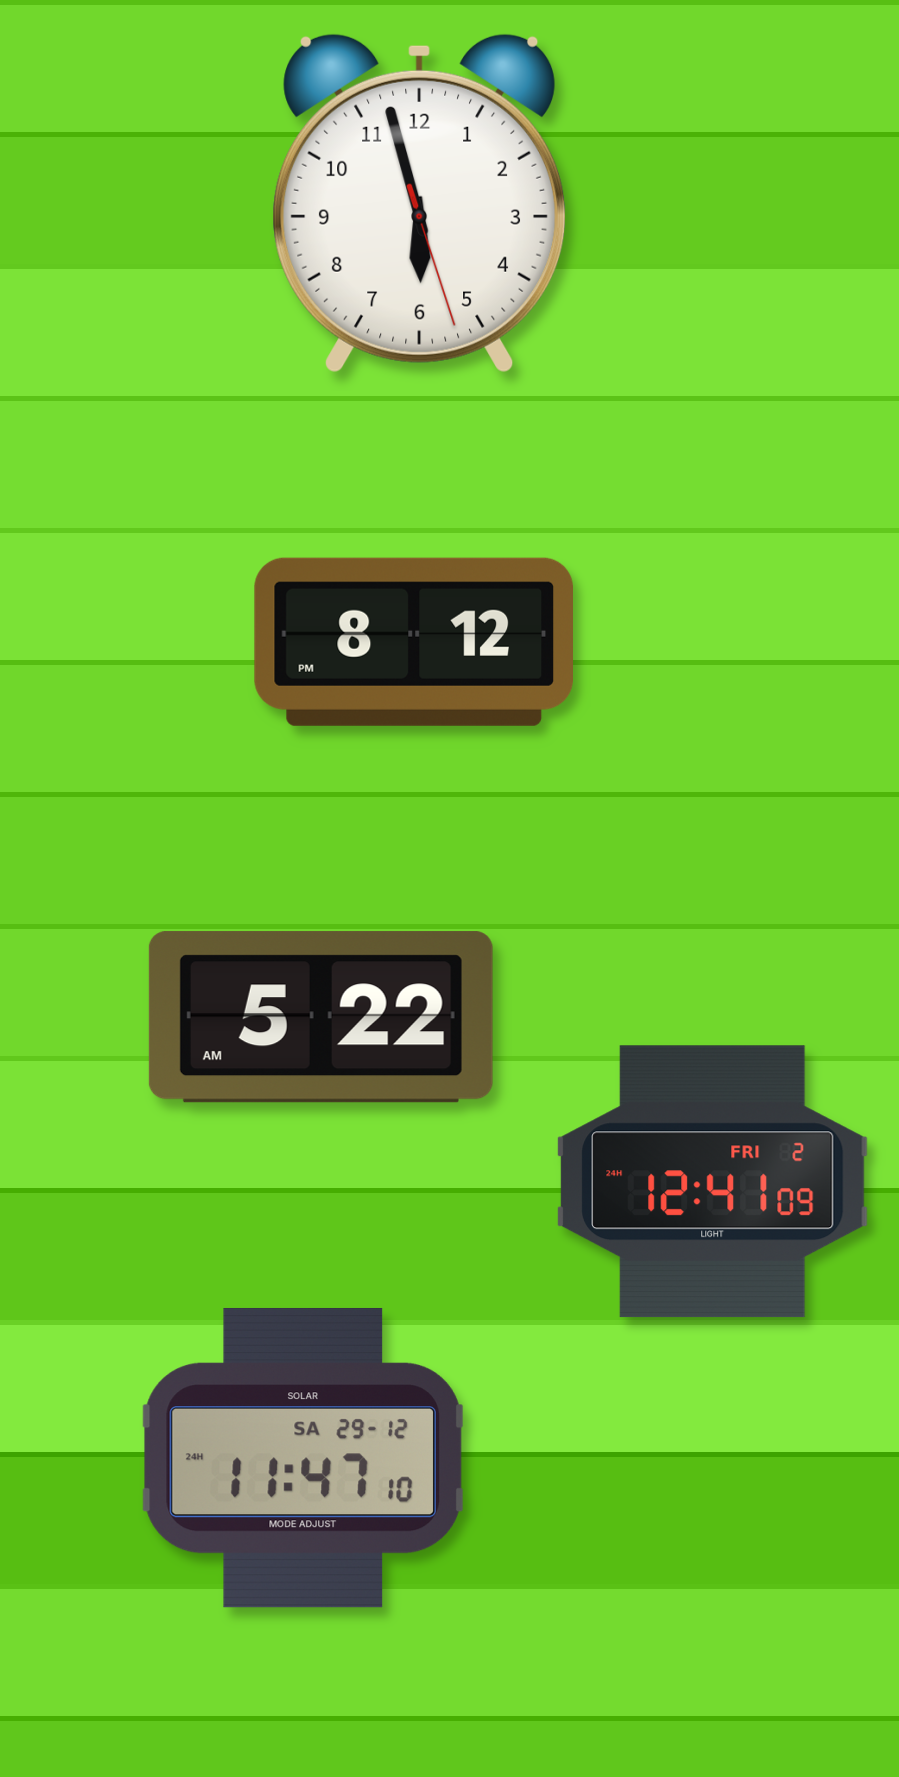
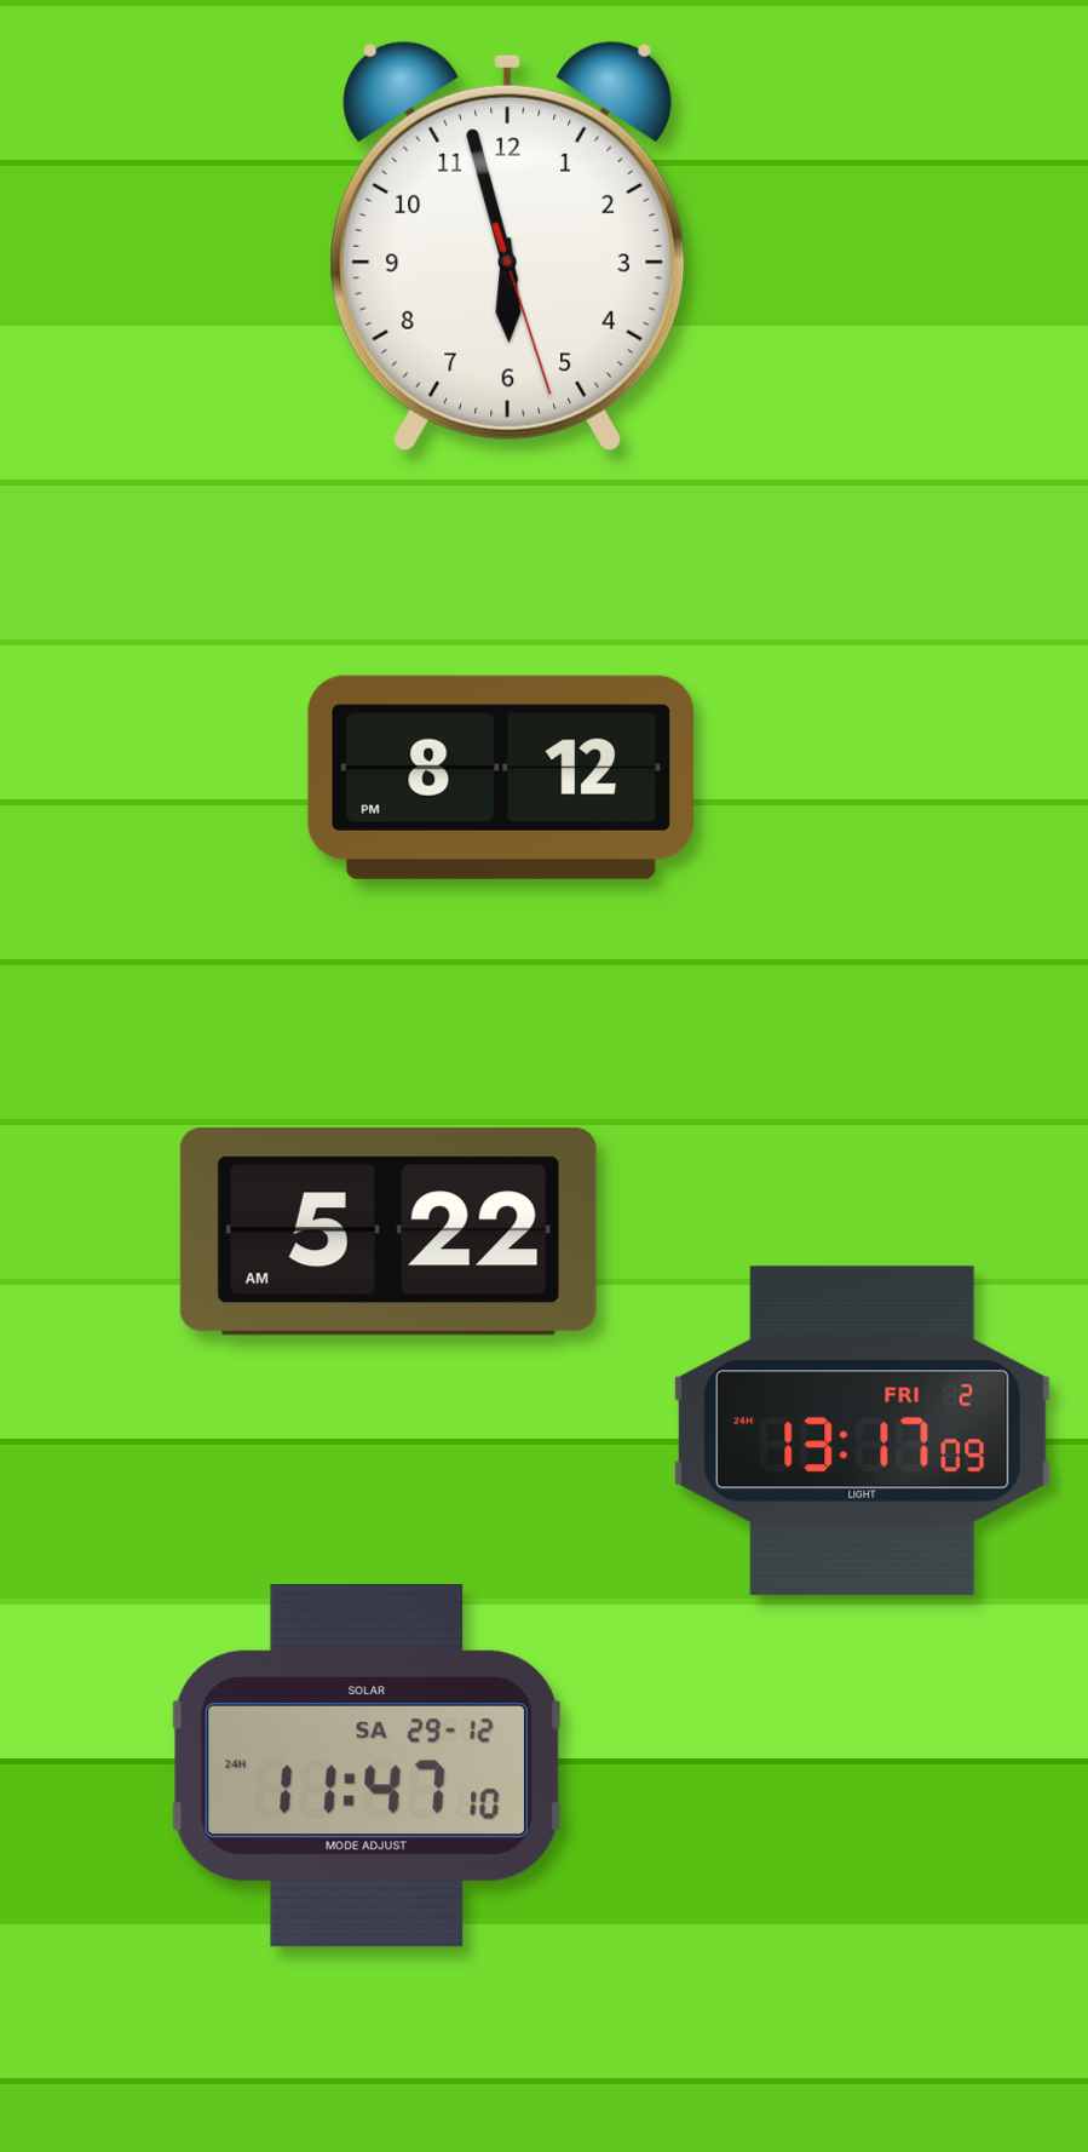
clock at (713, 1182): 12:41 -> 13:17
